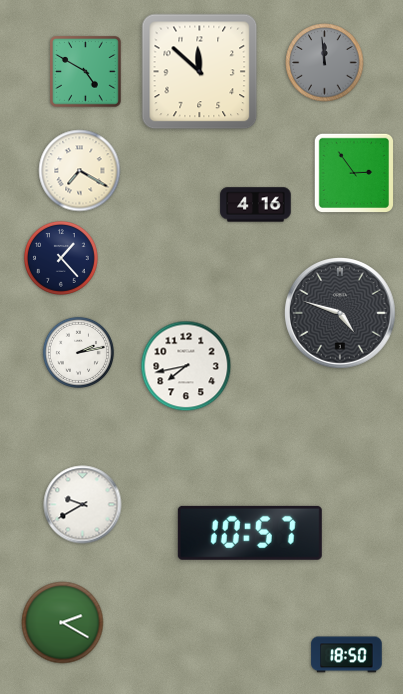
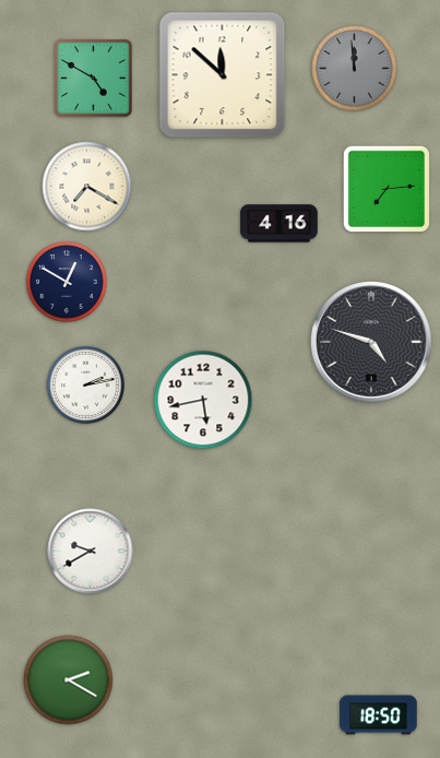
clock at (200, 72) position: (200, 72) -> (223, 75)
clock at (353, 172): 2:54 -> 7:14
clock at (62, 259): 1:23 -> 12:50
clock at (186, 366): 7:43 -> 5:43
clock at (250, 533): 10:57 -> none
